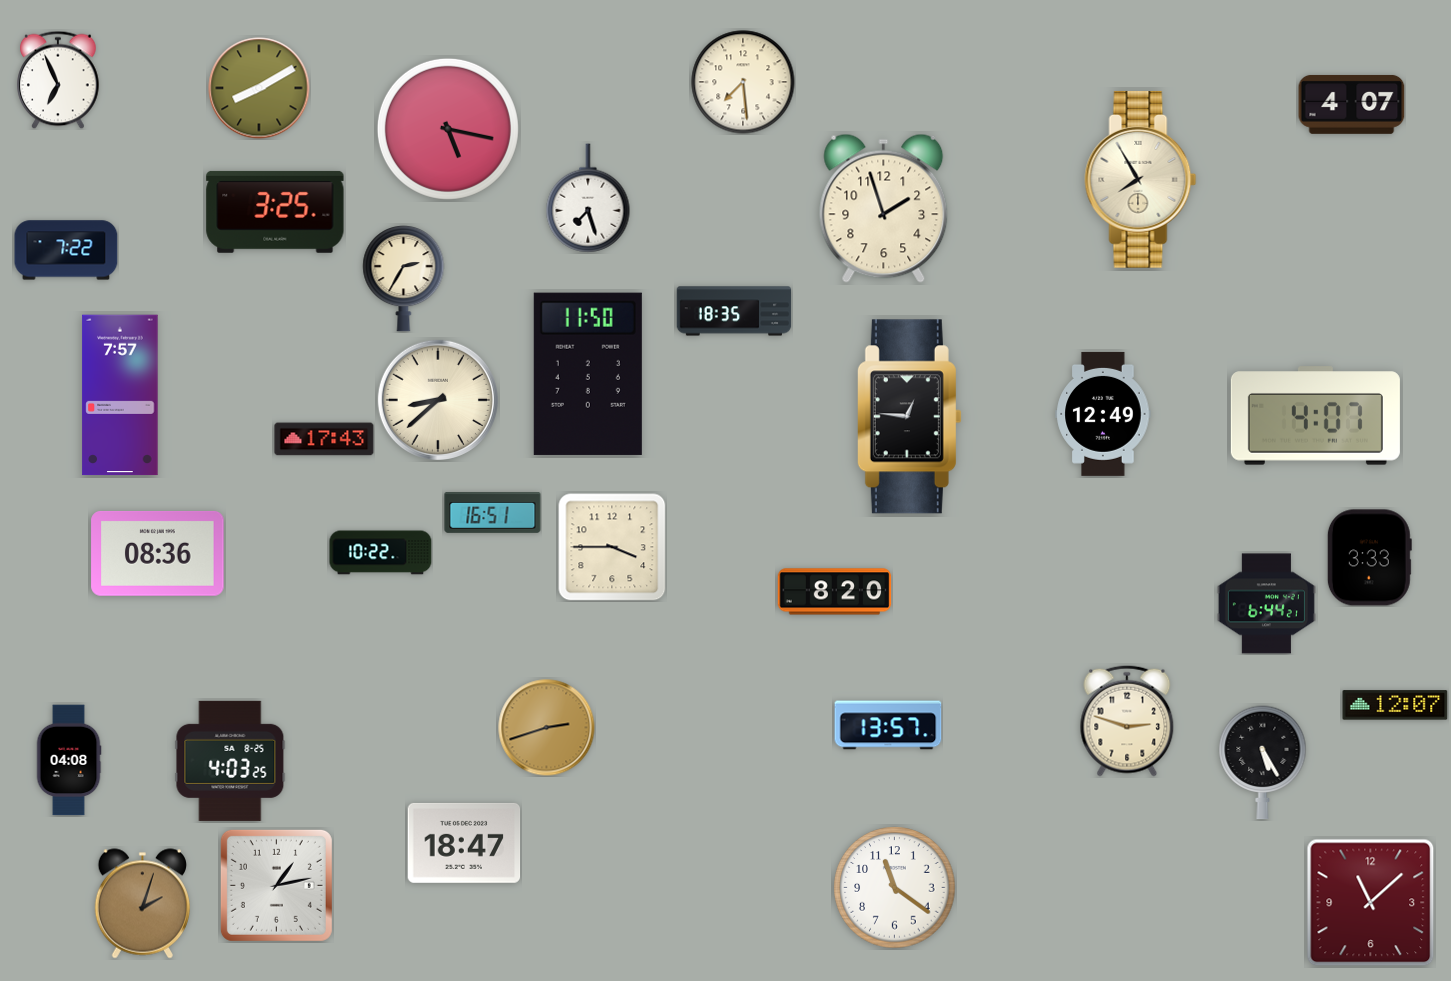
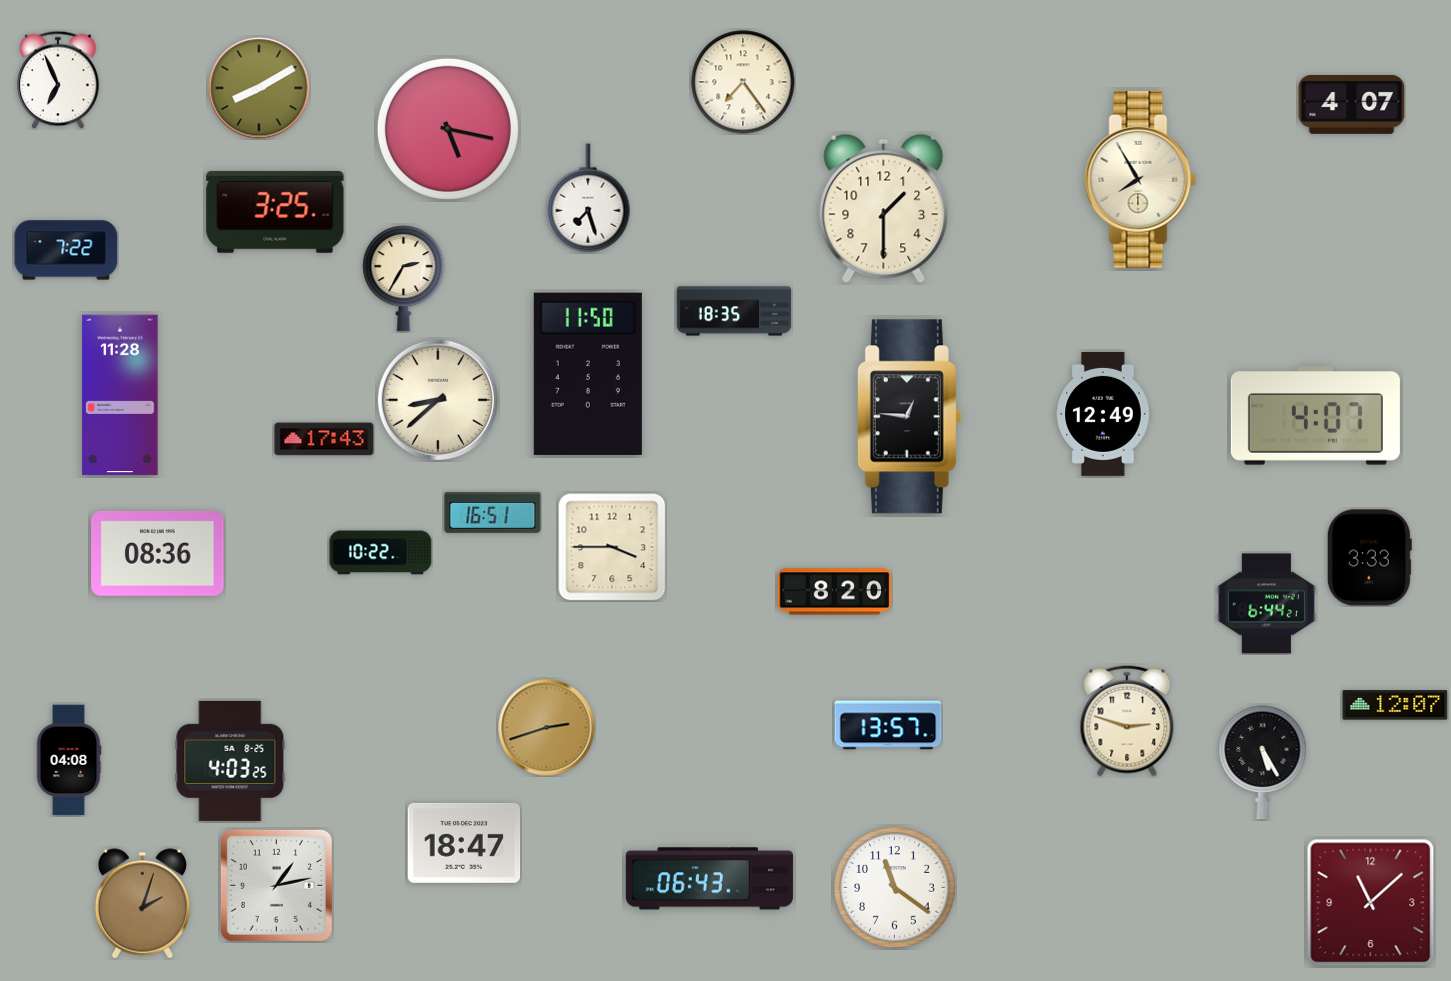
clock at (743, 82): 7:29 -> 7:24
clock at (884, 208): 1:57 -> 1:30
clock at (120, 395): 7:57 -> 11:28
clock at (709, 879): none -> 06:43
